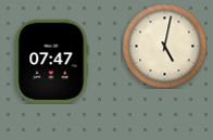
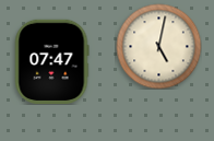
clock at (164, 46) position: (164, 46) -> (158, 46)
